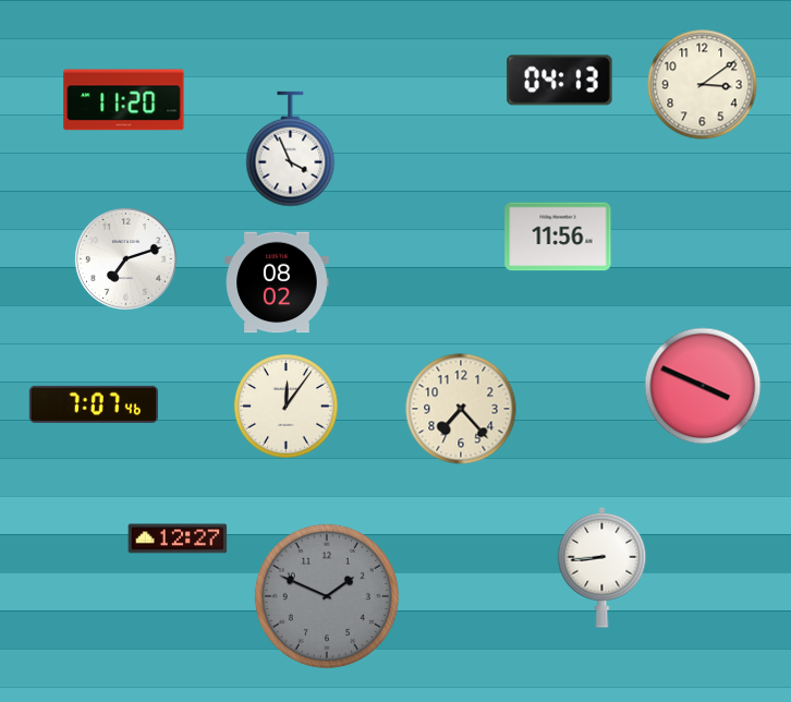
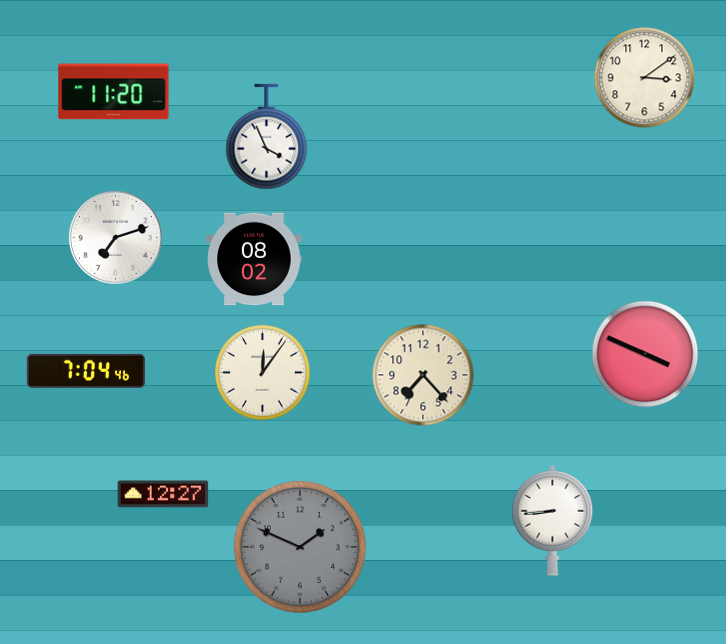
clock at (560, 81): 04:13 -> none
clock at (558, 237): 11:56 -> none
clock at (94, 404): 7:07 -> 7:04
